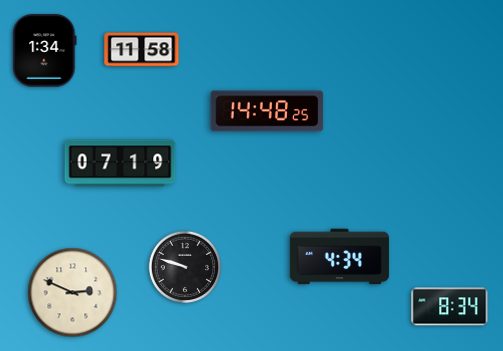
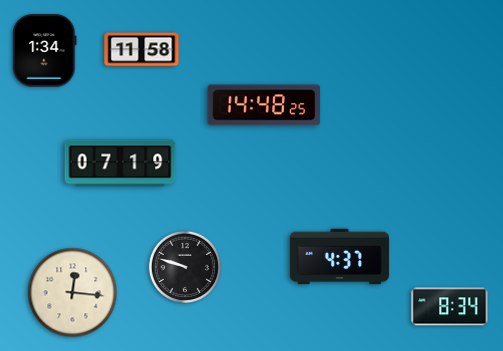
clock at (267, 111) position: (267, 111) -> (264, 105)
clock at (339, 257): 4:34 -> 4:37
clock at (73, 293): 2:49 -> 12:16
